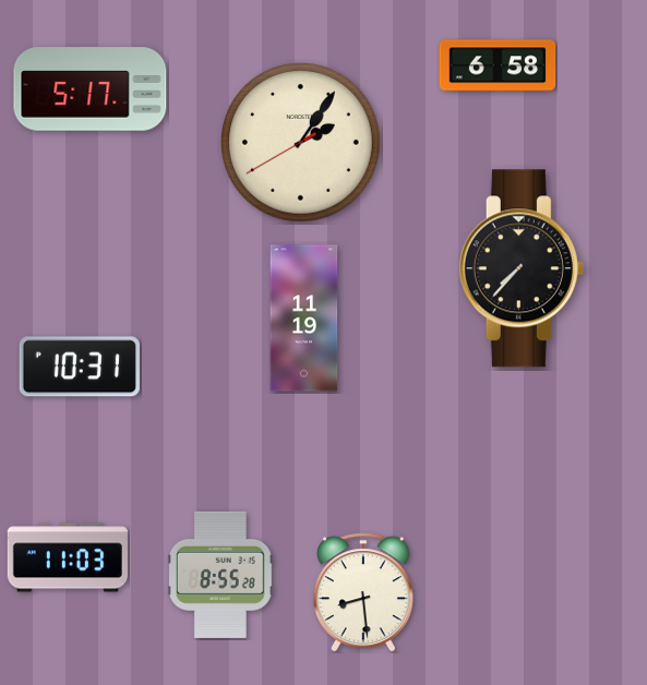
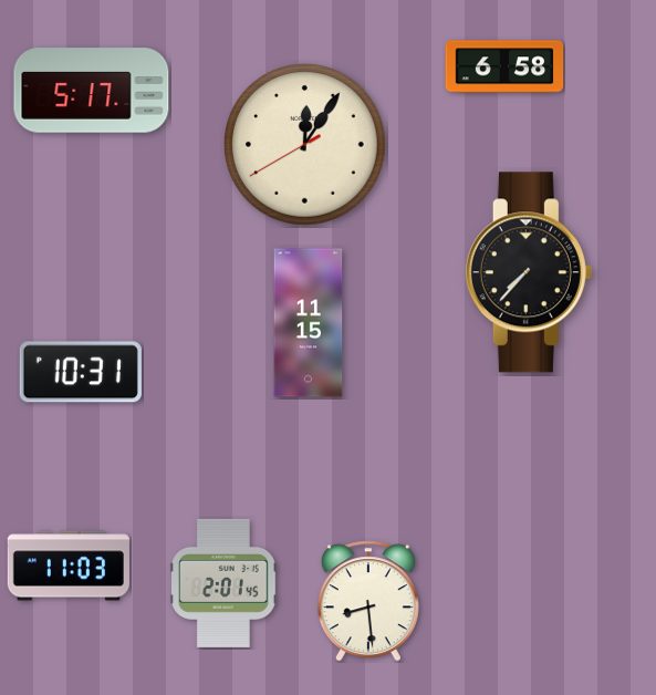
clock at (301, 143): 2:05 -> 12:05
clock at (304, 319): 11:19 -> 11:15
clock at (221, 575): 8:55 -> 2:01
